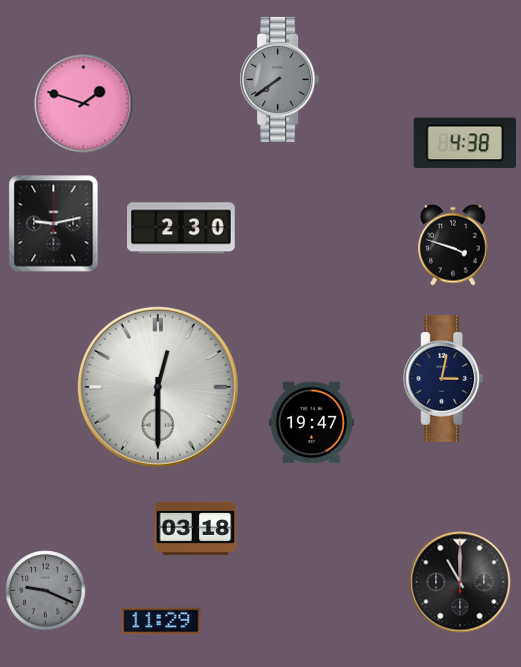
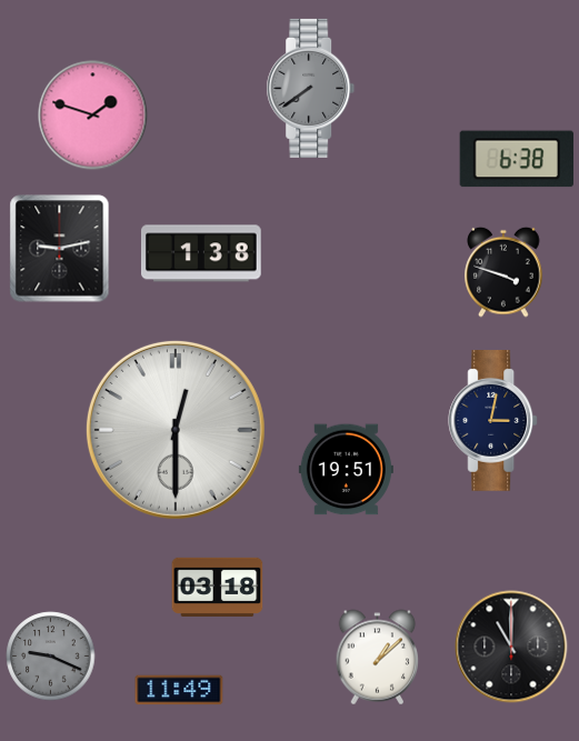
clock at (464, 143): 4:38 -> 6:38
clock at (182, 228): 2:30 -> 1:38
clock at (311, 423): 19:47 -> 19:51
clock at (378, 658): none -> 1:08
clock at (161, 621): 11:29 -> 11:49
